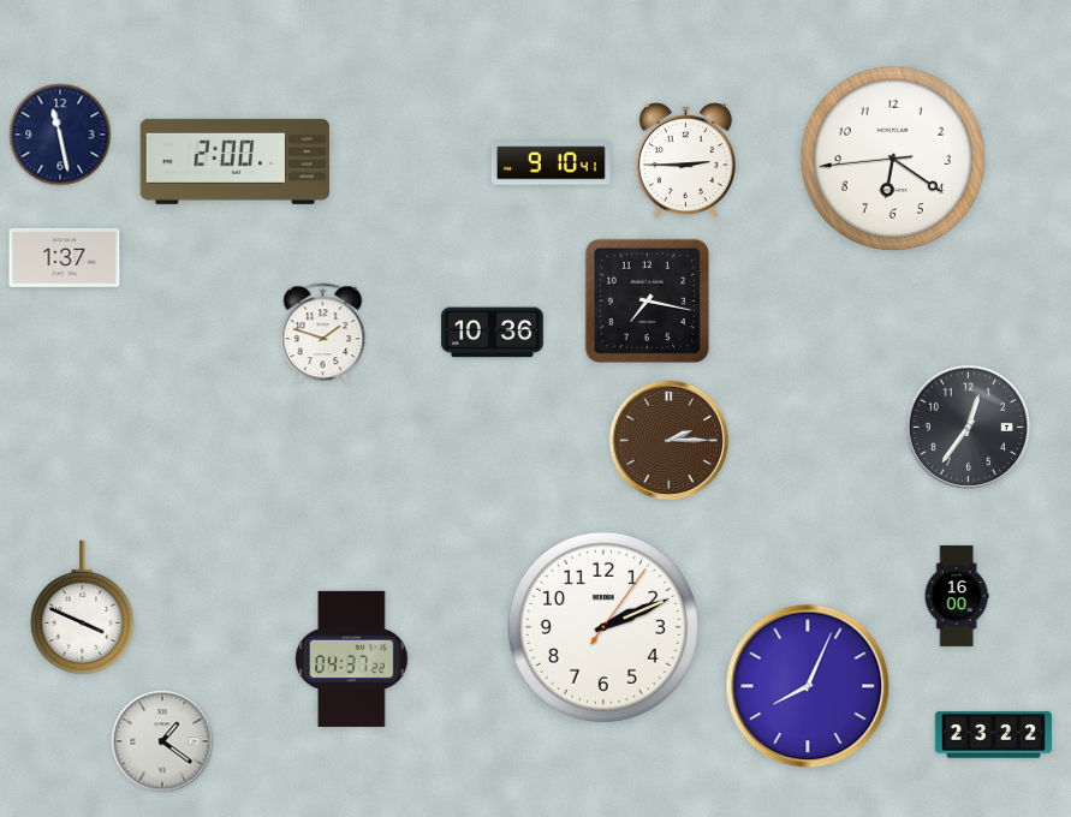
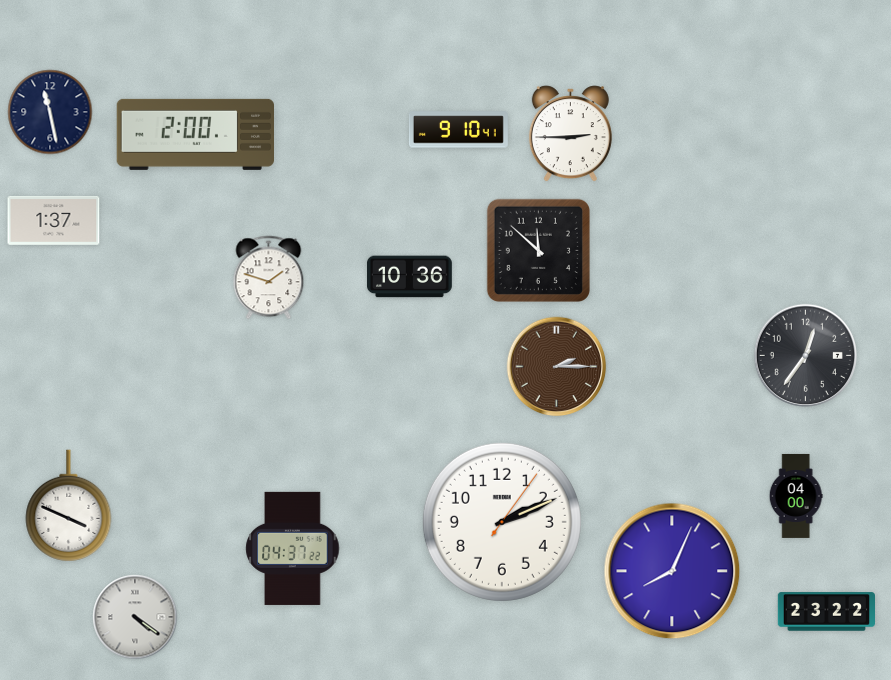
clock at (893, 159): 6:20 -> none
clock at (551, 163) position: (551, 163) -> (458, 130)
clock at (65, 257) position: (65, 257) -> (54, 220)
clock at (647, 300): 7:17 -> 11:52
clock at (957, 596): 16:00 -> 04:00
clock at (162, 741): 1:21 -> 4:21
